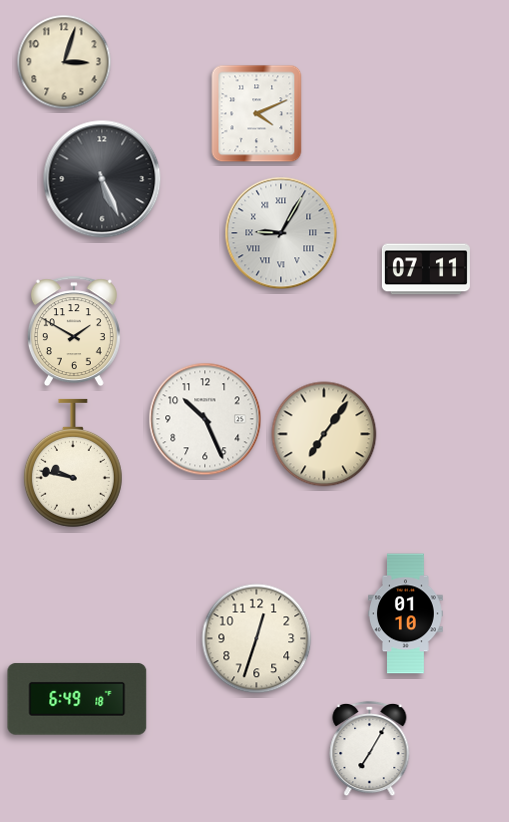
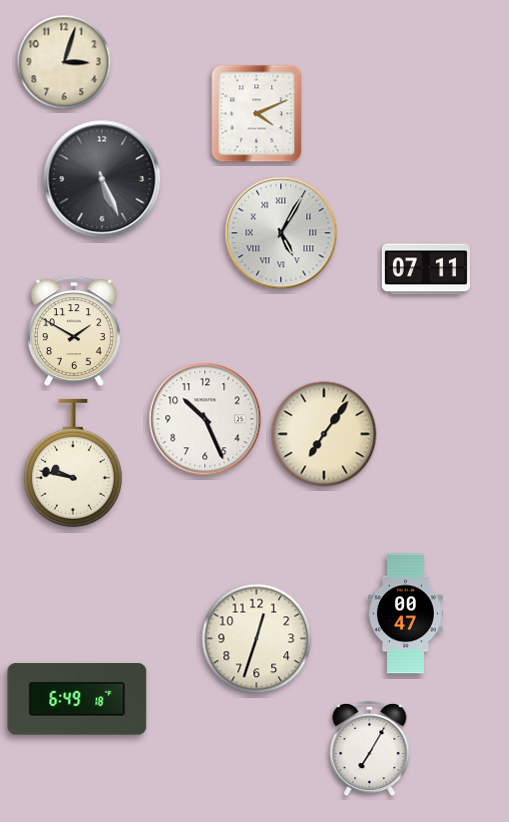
clock at (281, 233): 9:05 -> 5:05
clock at (406, 614): 01:10 -> 00:47
